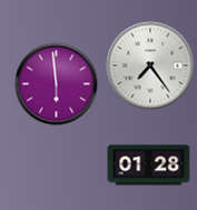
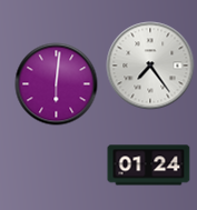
clock at (57, 84): 5:59 -> 6:01
clock at (149, 166): 01:28 -> 01:24
